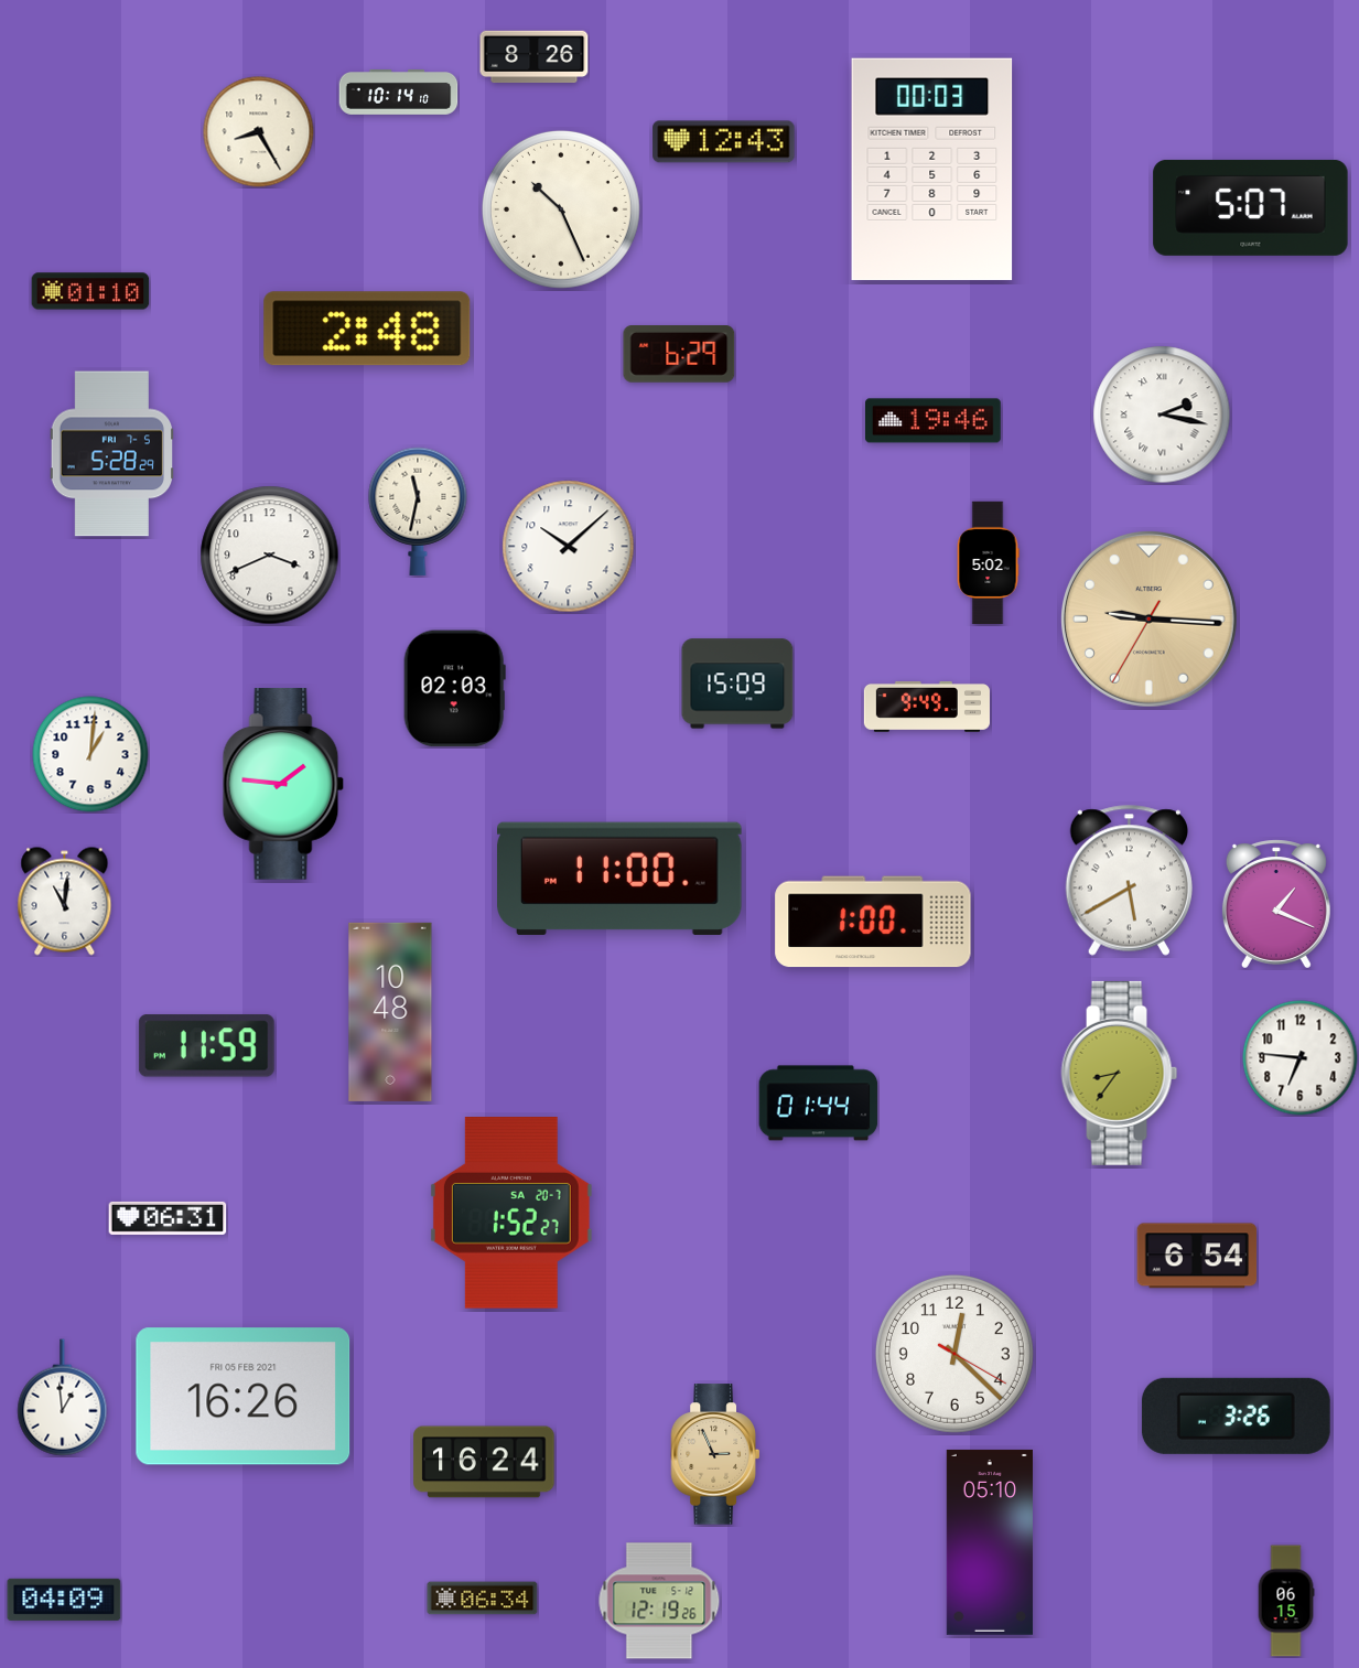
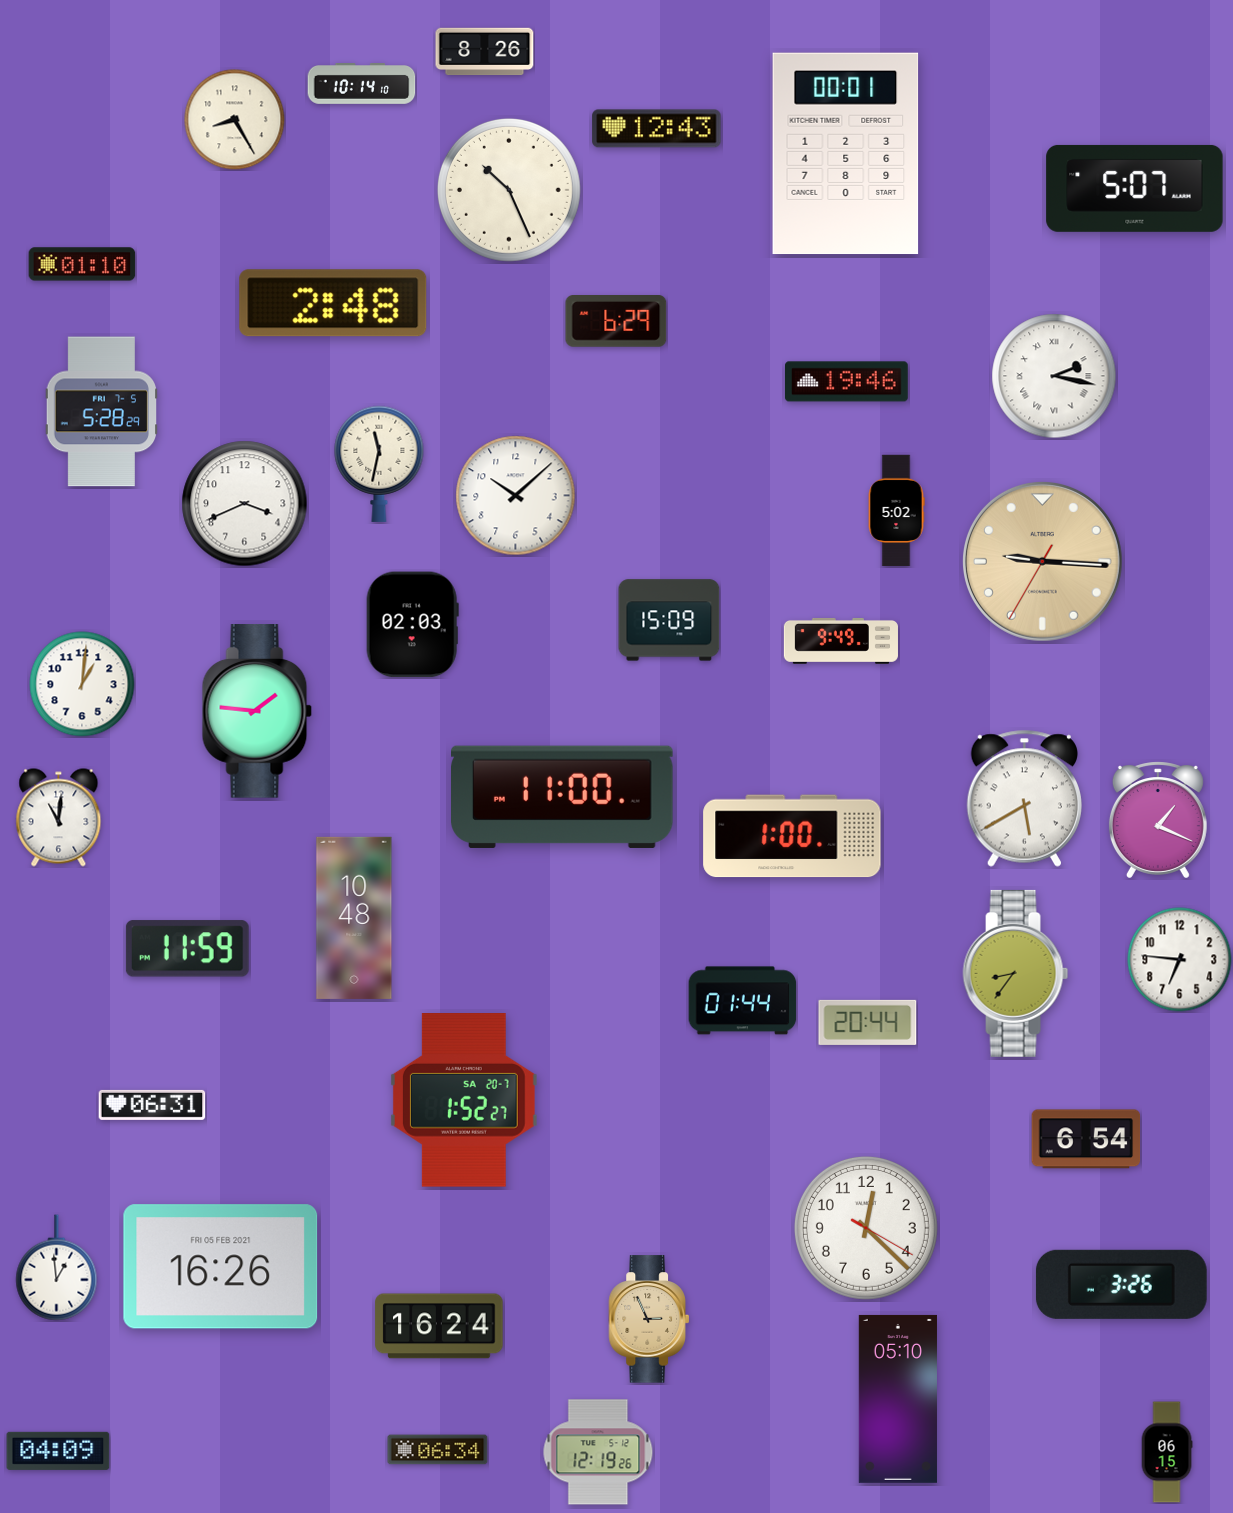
clock at (932, 170): 00:03 -> 00:01
clock at (367, 329) position: (367, 329) -> (333, 303)
clock at (868, 1022): none -> 20:44
